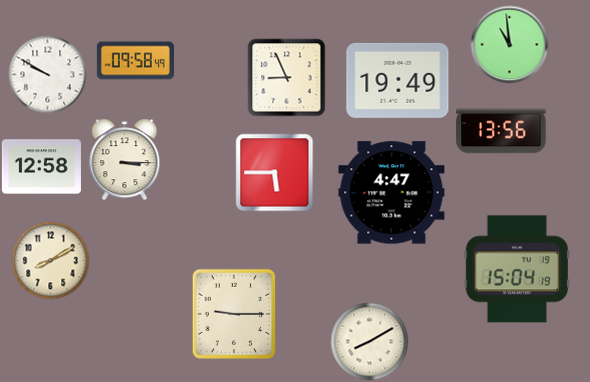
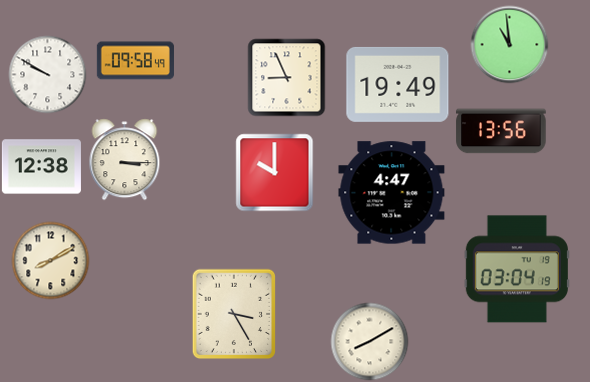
clock at (398, 80) position: (398, 80) -> (398, 84)
clock at (41, 167): 12:58 -> 12:38
clock at (274, 172): 5:45 -> 10:00
clock at (517, 269): 15:04 -> 03:04
clock at (234, 314): 9:15 -> 3:25
